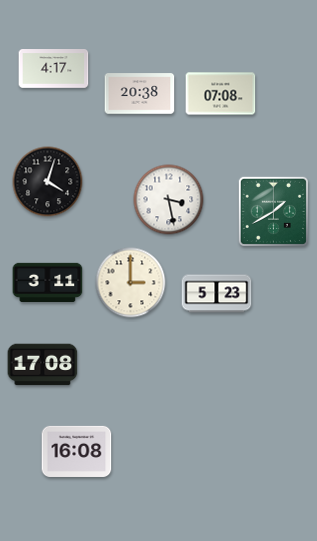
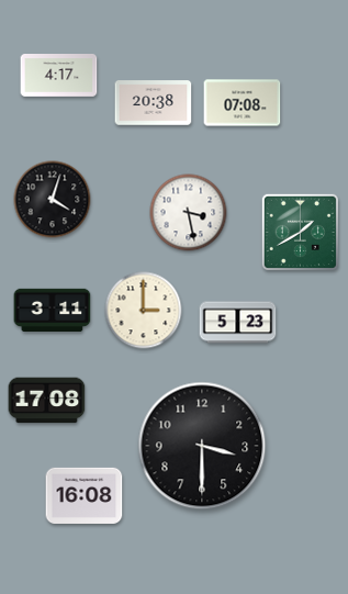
clock at (169, 200) position: (169, 200) -> (189, 213)
clock at (202, 446): none -> 3:30
